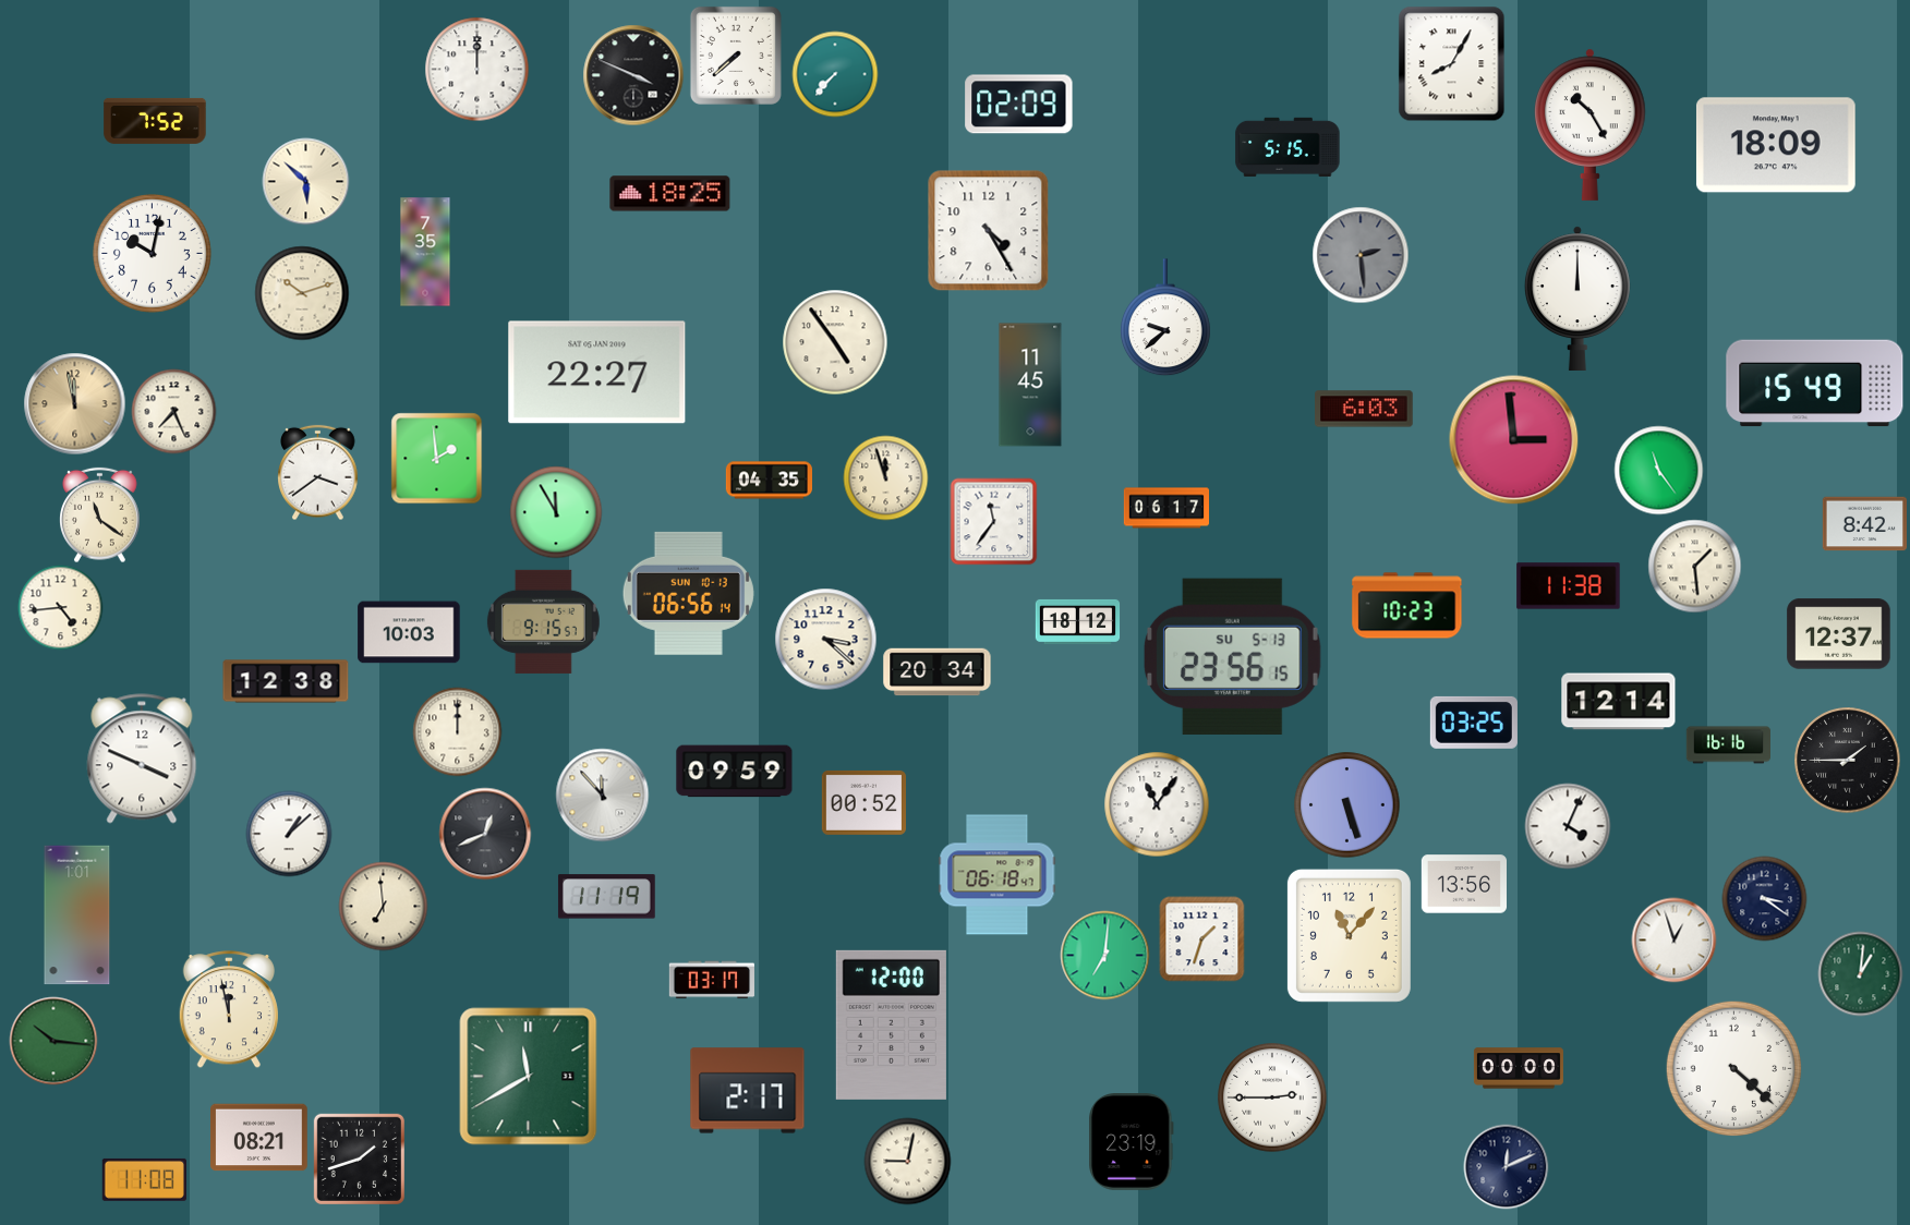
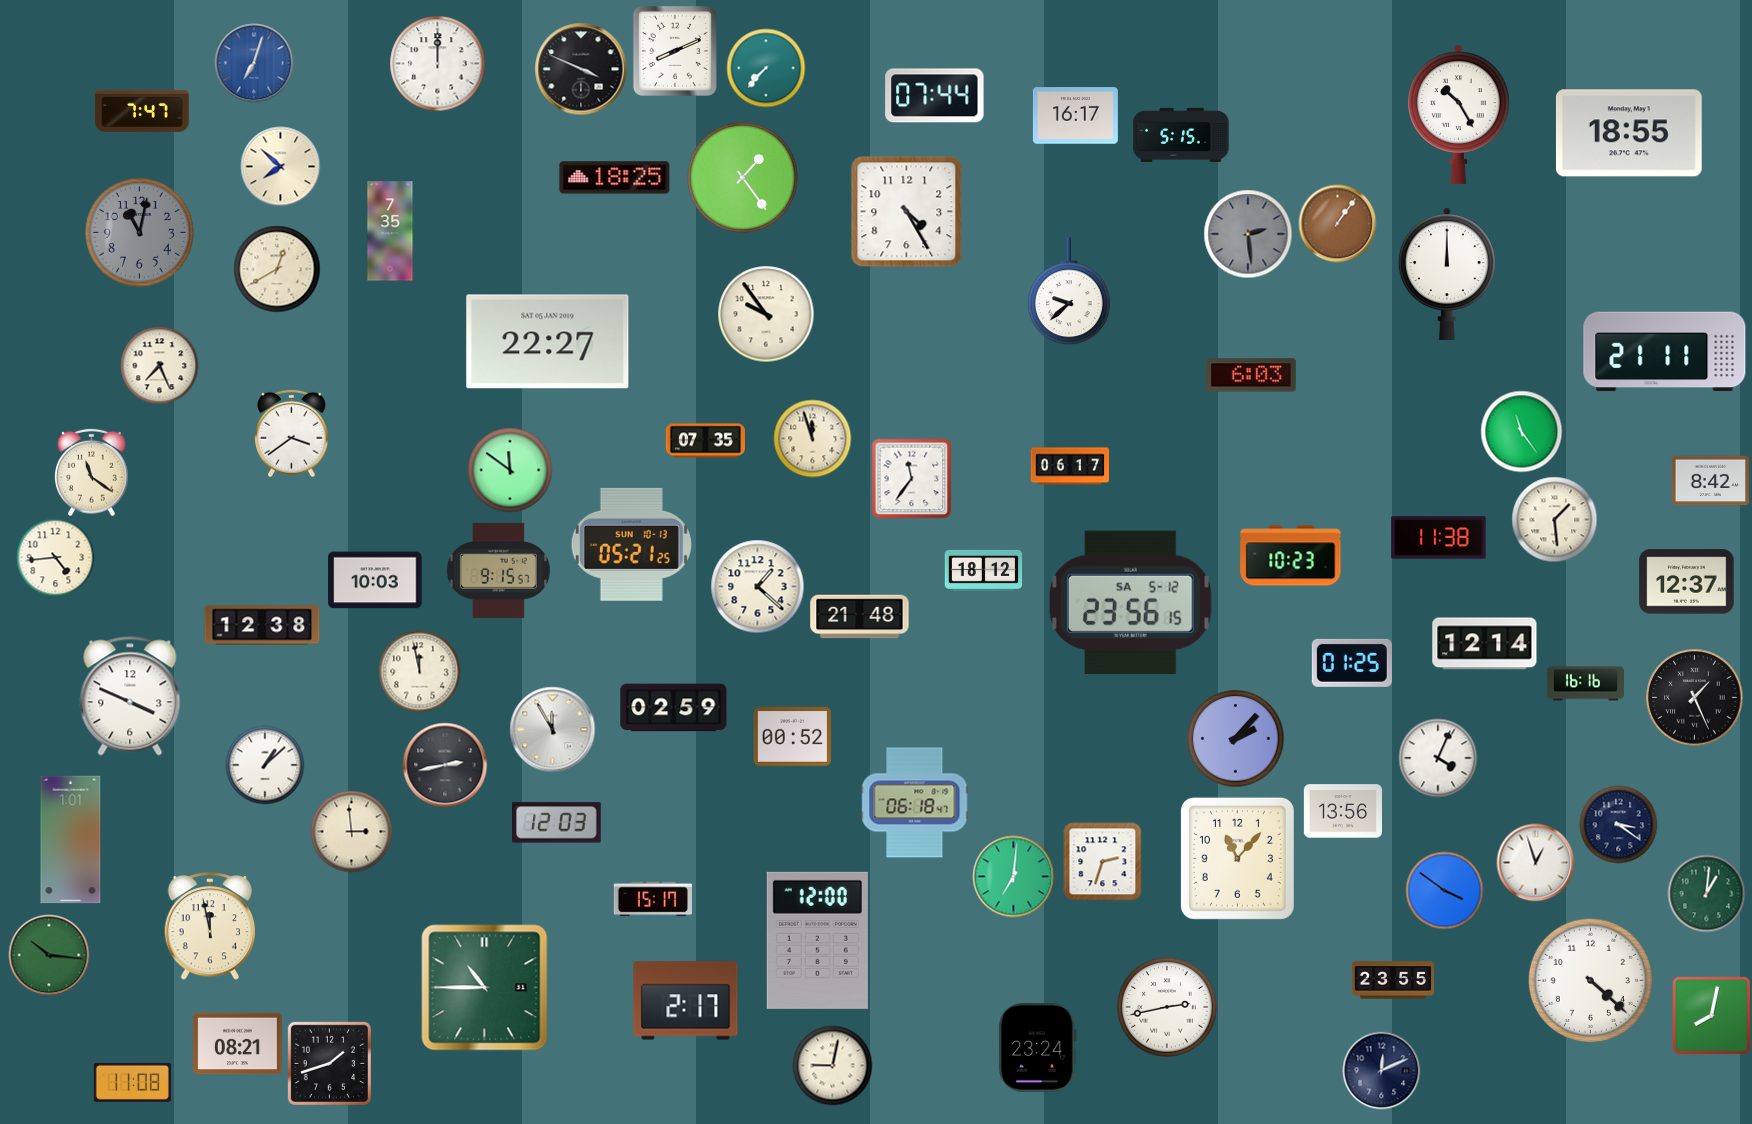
clock at (736, 56): 7:38 -> 8:11
clock at (1452, 64): 8:05 -> none
clock at (254, 63): none -> 7:03
clock at (1019, 105): 02:09 -> 07:44
clock at (155, 121): 7:52 -> 7:47
clock at (1075, 116): none -> 16:17
clock at (1776, 145): 18:09 -> 18:55
clock at (305, 181): 5:52 -> 7:52
clock at (742, 177): none -> 1:24
clock at (1337, 223): none -> 1:06
clock at (152, 253): 10:02 -> 11:02
clock at (152, 253) dial: white -> grey
clock at (302, 293): 10:12 -> 12:40
clock at (835, 342): 4:54 -> 9:54
clock at (1815, 384): 15:49 -> 21:11
clock at (1030, 385): 11:45 -> none
clock at (74, 403): 11:58 -> none
clock at (173, 411) position: (173, 411) -> (159, 365)
clock at (1514, 440): 2:59 -> none
clock at (436, 458): 1:59 -> none
clock at (769, 481): 04:35 -> 07:35
clock at (556, 512): 11:55 -> 11:51
clock at (688, 593): 06:56 -> 05:21
clock at (1077, 621) position: (1077, 621) -> (983, 570)
clock at (825, 639): 3:22 -> 1:22
clock at (1232, 656) date: SU 5-13 -> SA 5-12
clock at (938, 672): 20:34 -> 21:48
clock at (1474, 723): 03:25 -> 01:25
clock at (457, 731): 12:00 -> 11:58
clock at (1848, 761): 1:45 -> 1:26
clock at (735, 772): 09:59 -> 02:59
clock at (602, 795): 11:53 -> 11:55
clock at (1157, 804): 11:06 -> none
clock at (1347, 805): 5:27 -> 2:07
clock at (485, 834): 12:41 -> 2:43
clock at (606, 897): 11:19 -> 12:03
clock at (383, 906): 6:59 -> 2:59
clock at (1201, 938): 1:33 -> 2:33
clock at (1444, 890): none -> 3:51
clock at (712, 980): 03:17 -> 15:17
clock at (1519, 1068): 00:00 -> 23:55
clock at (529, 1077): 11:40 -> 10:45
clock at (1272, 1097): 2:45 -> 2:43
clock at (1711, 1015): none -> 8:02
clock at (1132, 1142): 23:19 -> 23:24
